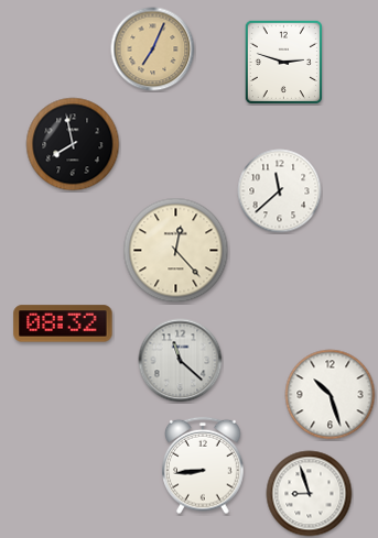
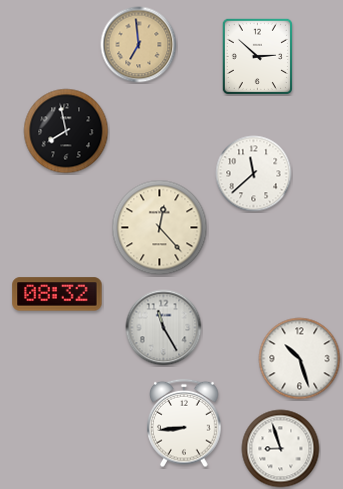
clock at (153, 50): 7:04 -> 6:59
clock at (283, 62): 2:48 -> 2:52
clock at (181, 361): 11:22 -> 11:25
